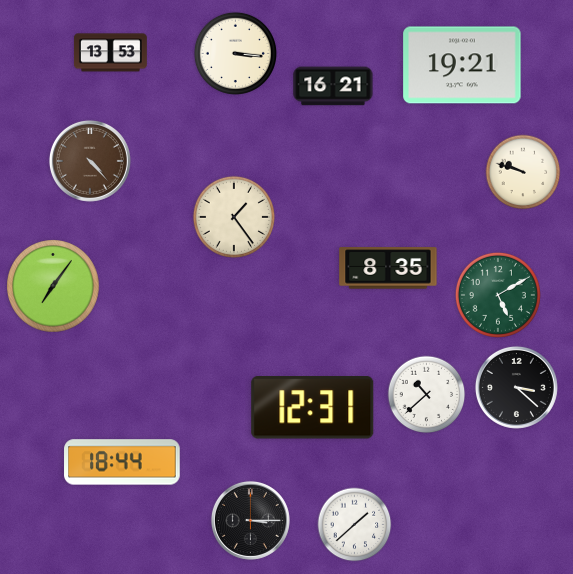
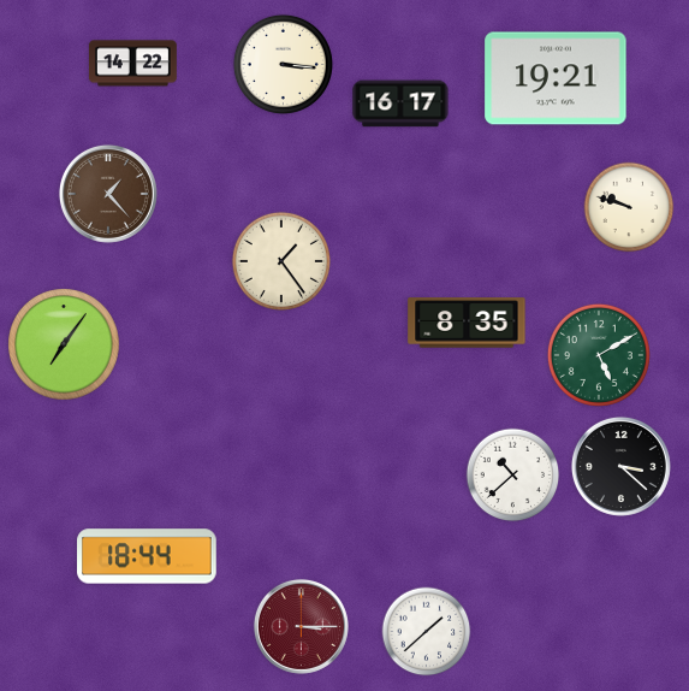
clock at (110, 53): 13:53 -> 14:22
clock at (333, 86): 16:21 -> 16:17
clock at (90, 161): 4:23 -> 1:23
clock at (313, 408): 12:31 -> none
clock at (250, 520) dial: black -> burgundy
